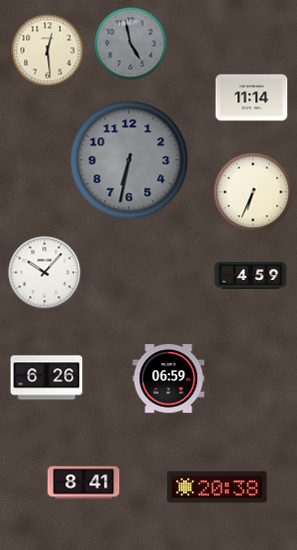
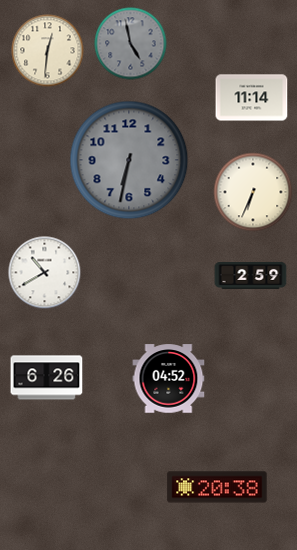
clock at (48, 51): 12:29 -> 12:31
clock at (45, 273): 10:07 -> 10:40
clock at (251, 276): 4:59 -> 2:59
clock at (169, 379): 06:59 -> 04:52
clock at (84, 483): 8:41 -> none
